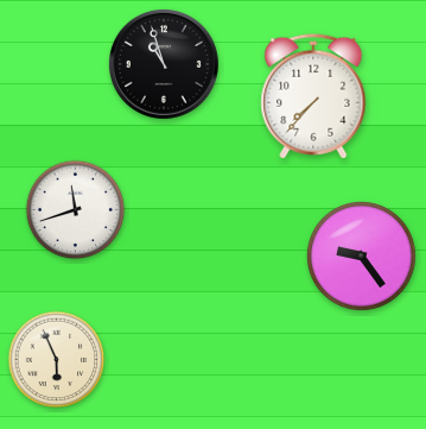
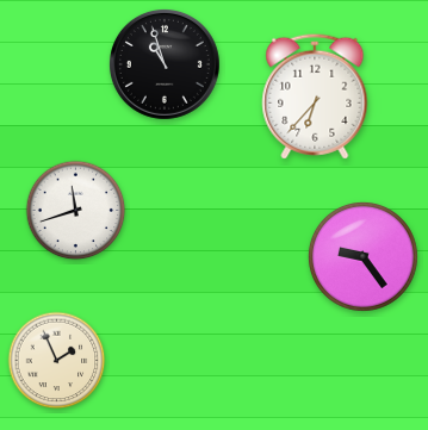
clock at (313, 96): 7:37 -> 6:37
clock at (57, 360): 5:56 -> 1:56
